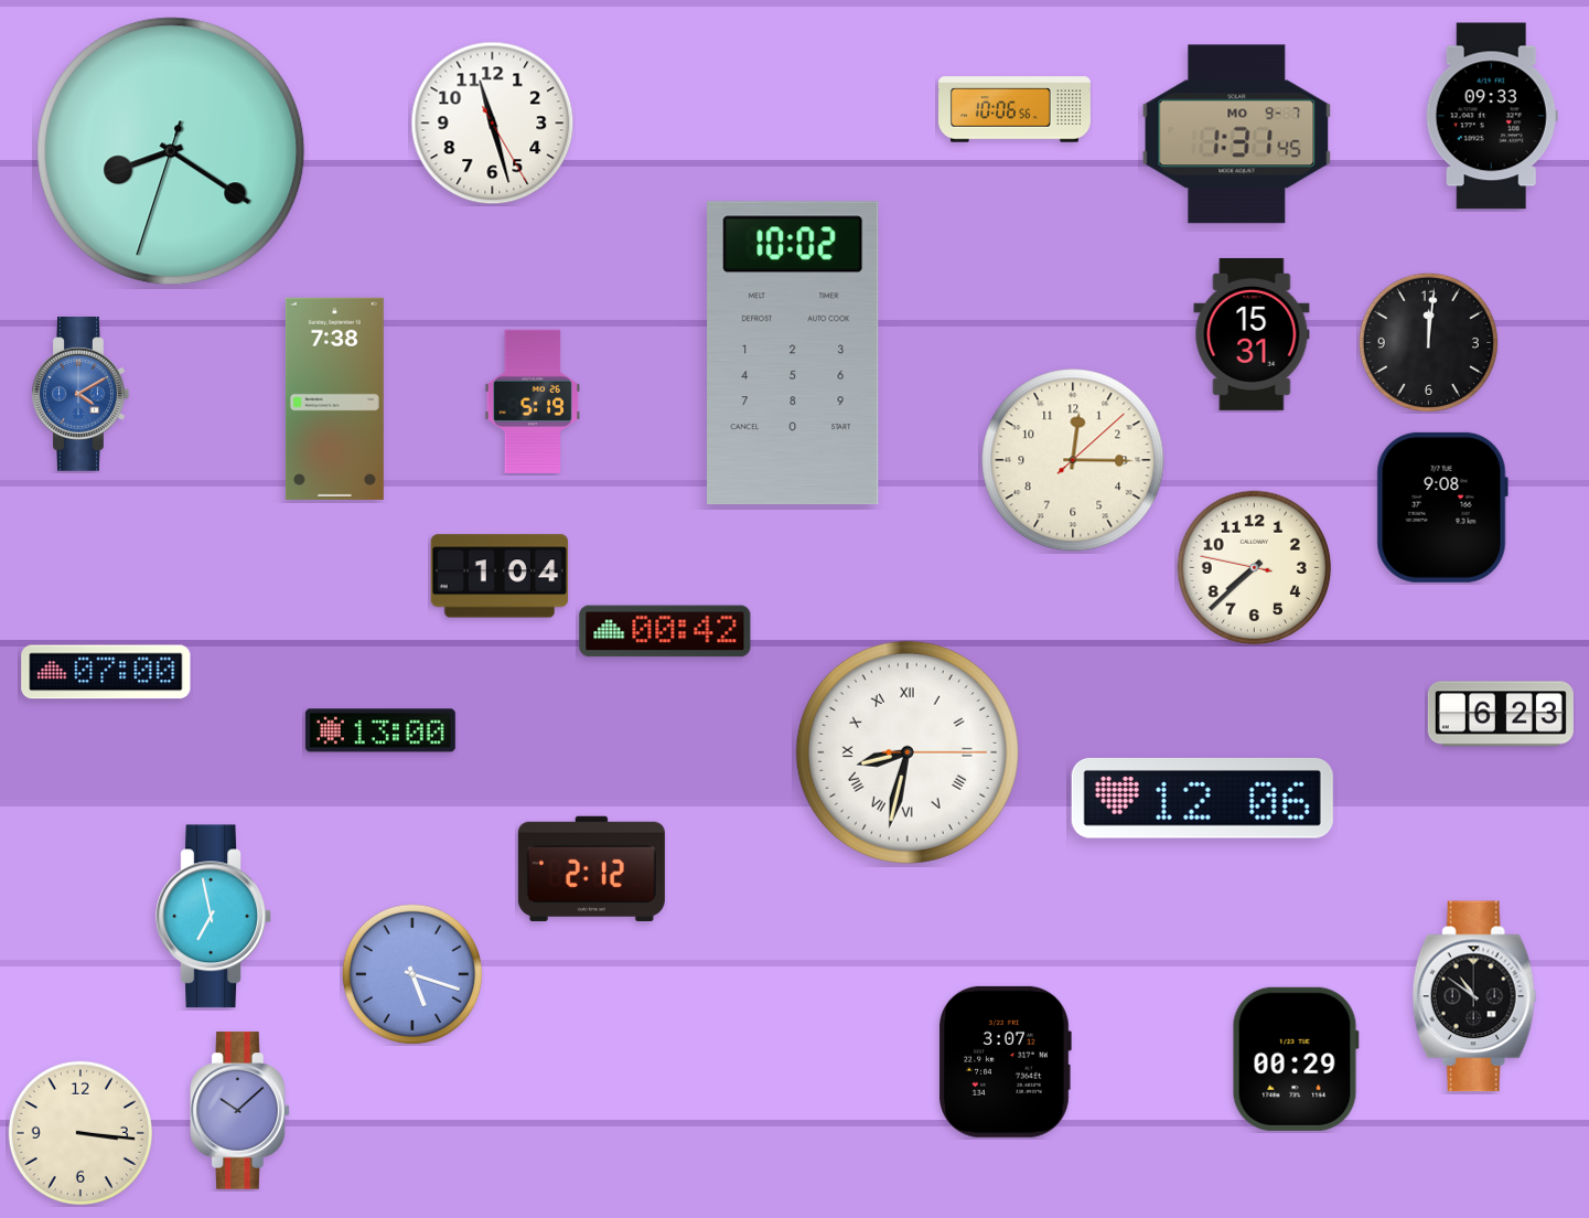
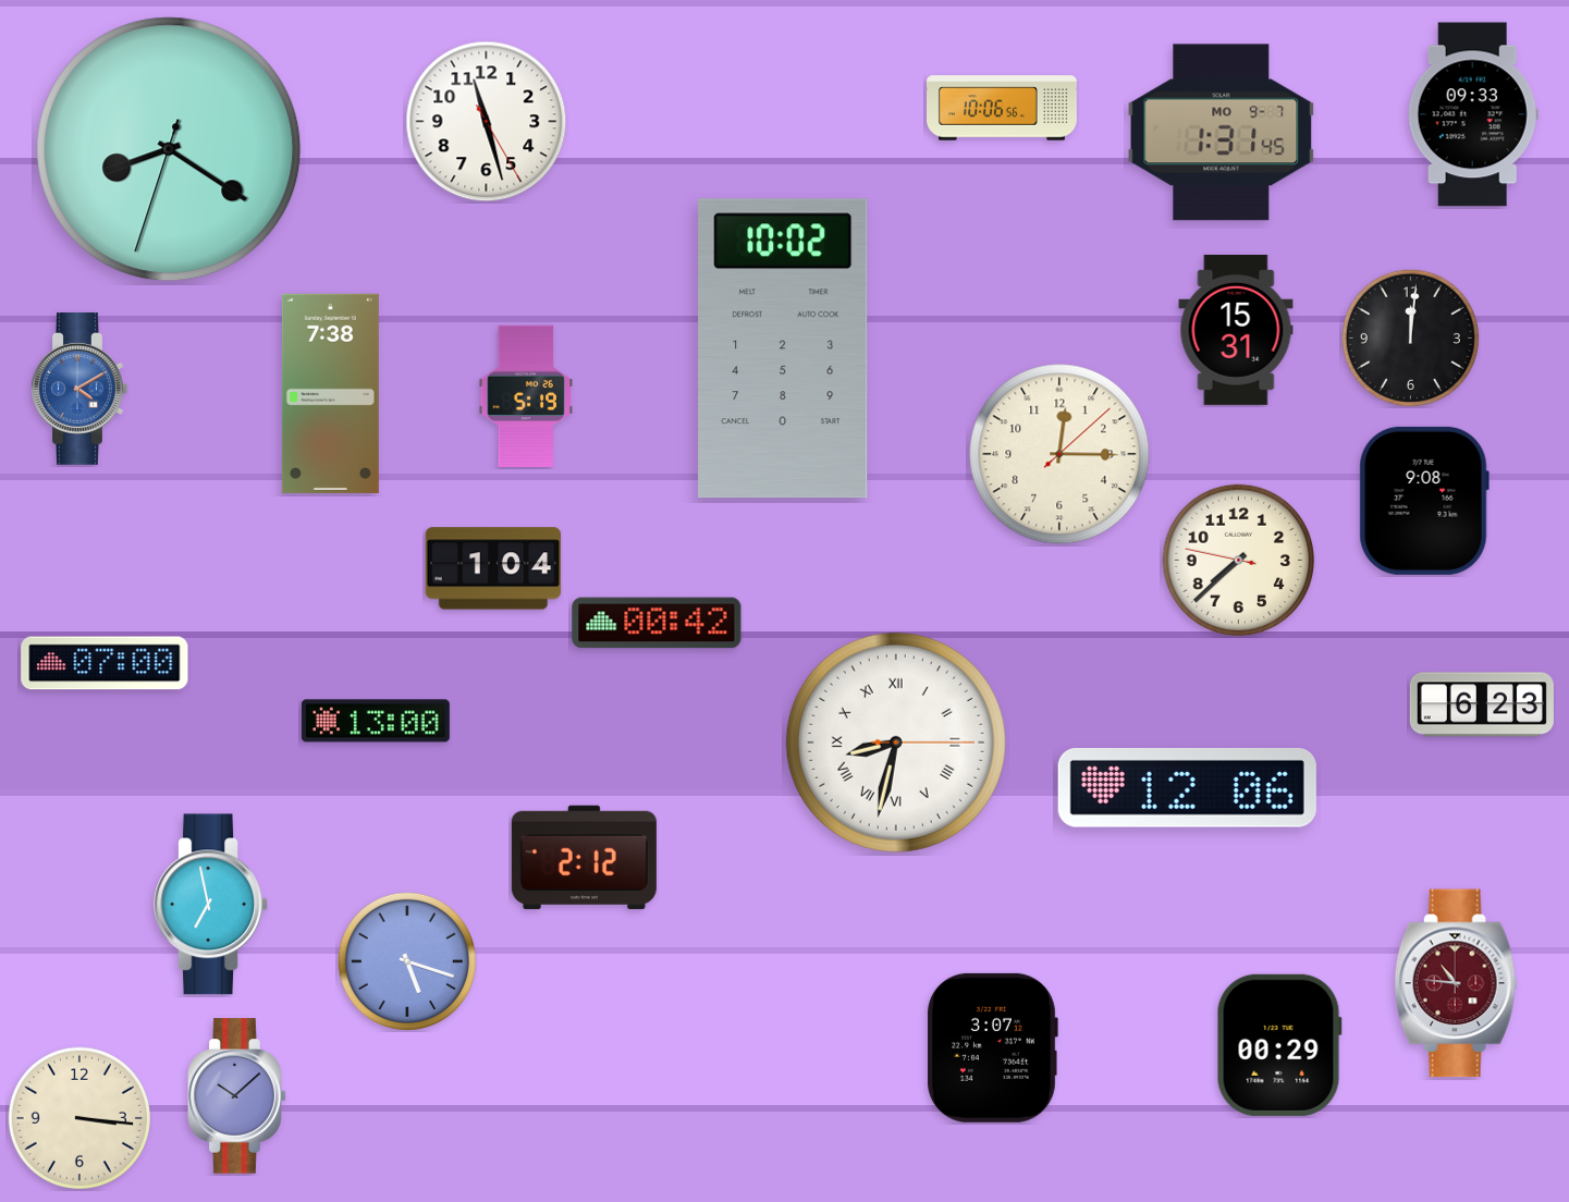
clock at (1474, 996): 10:51 -> 10:46
clock at (1474, 996) dial: black -> burgundy
